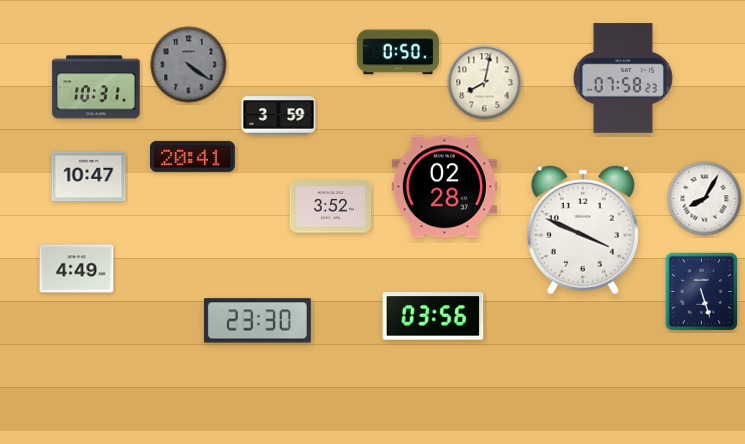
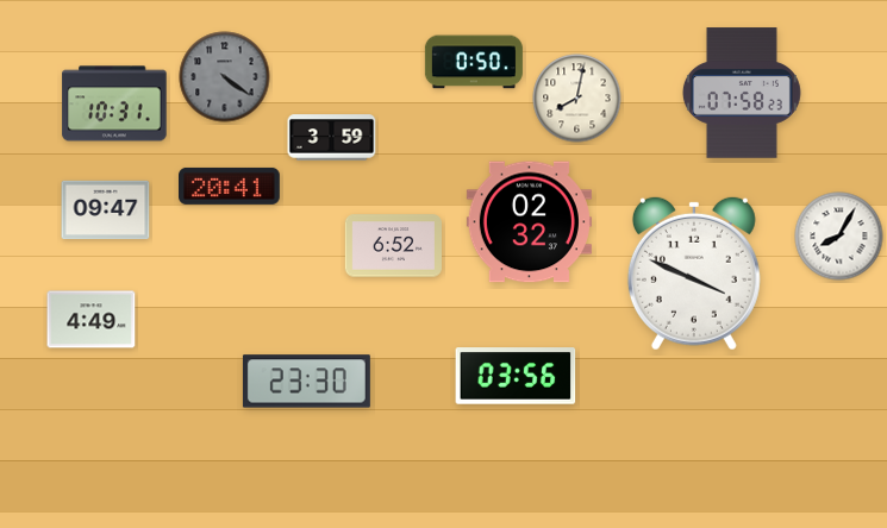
clock at (89, 177): 10:47 -> 09:47
clock at (444, 187): 02:28 -> 02:32
clock at (330, 207): 3:52 -> 6:52
clock at (702, 292): 5:27 -> none
